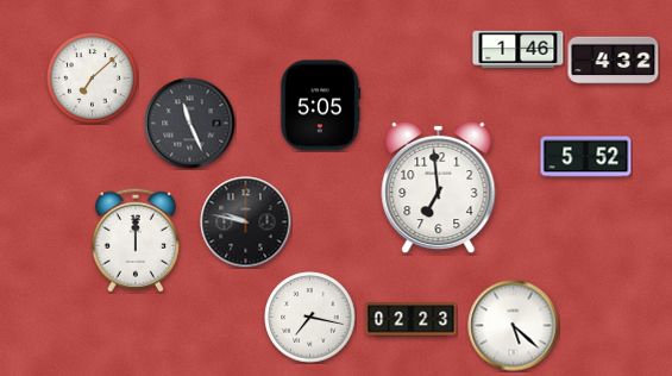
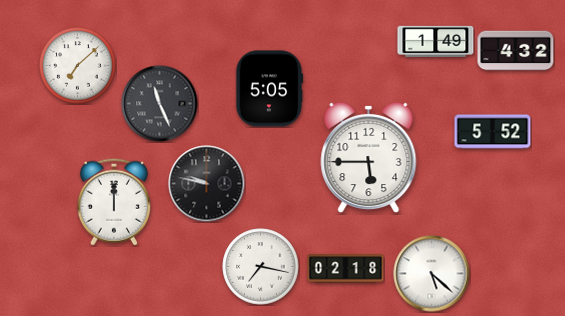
clock at (519, 49): 1:46 -> 1:49
clock at (439, 188): 6:59 -> 5:45
clock at (246, 223) position: (246, 223) -> (207, 184)
clock at (412, 320): 02:23 -> 02:18
